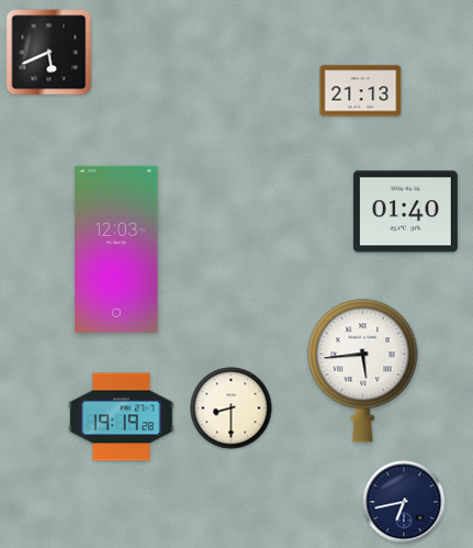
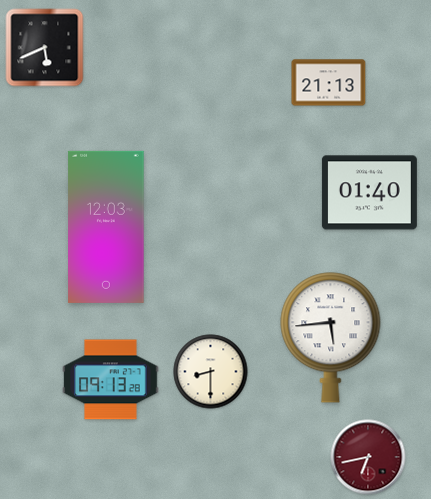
clock at (122, 417): 19:19 -> 09:13
clock at (404, 502) dial: navy -> burgundy
